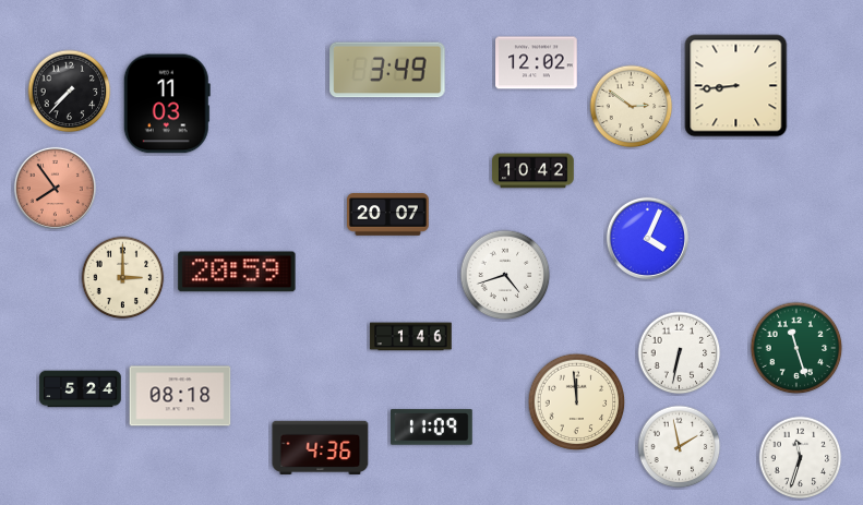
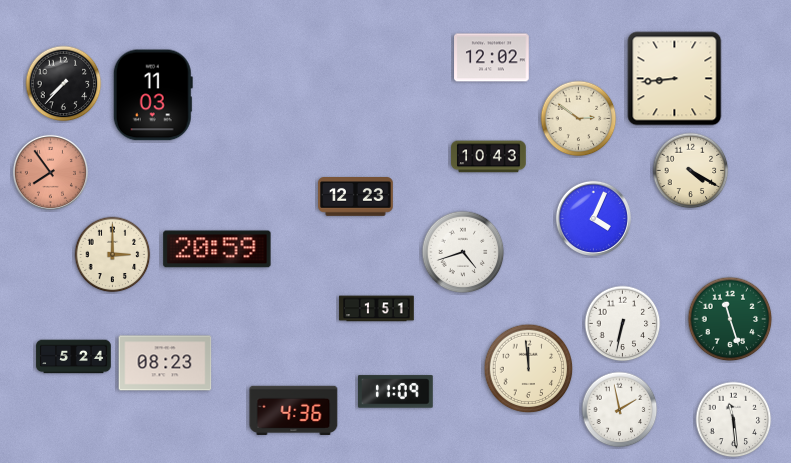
clock at (387, 70): 3:49 -> none
clock at (632, 107) position: (632, 107) -> (579, 119)
clock at (534, 171): 10:42 -> 10:43
clock at (691, 171): none -> 4:20
clock at (388, 215): 20:07 -> 12:23
clock at (411, 337): 1:46 -> 1:51
clock at (180, 396): 08:18 -> 08:23
clock at (680, 447) position: (680, 447) -> (620, 410)
clock at (801, 458): 11:33 -> 11:29
